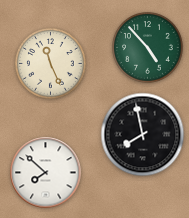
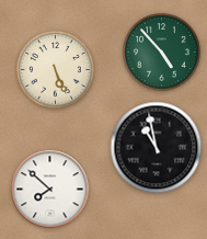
clock at (51, 64): 11:26 -> 5:26
clock at (143, 135): 7:58 -> 10:58
